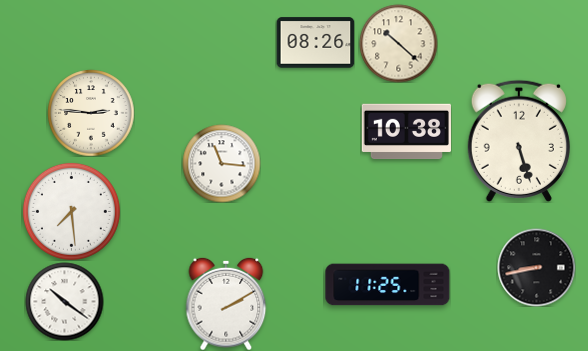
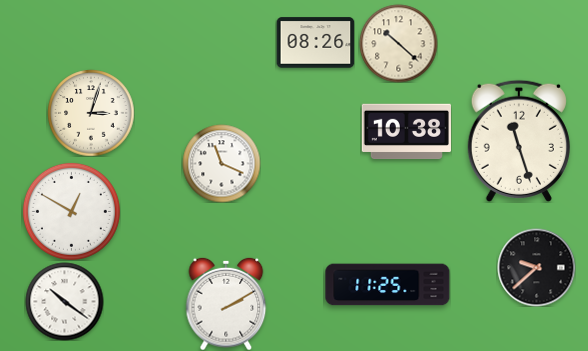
clock at (91, 113): 2:46 -> 3:03
clock at (519, 141): 5:27 -> 11:27
clock at (221, 163): 11:16 -> 11:19
clock at (71, 211): 7:29 -> 12:50
clock at (536, 267): 8:43 -> 9:38
